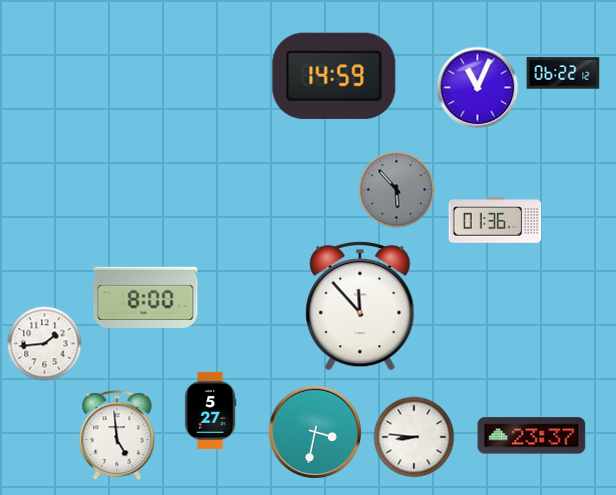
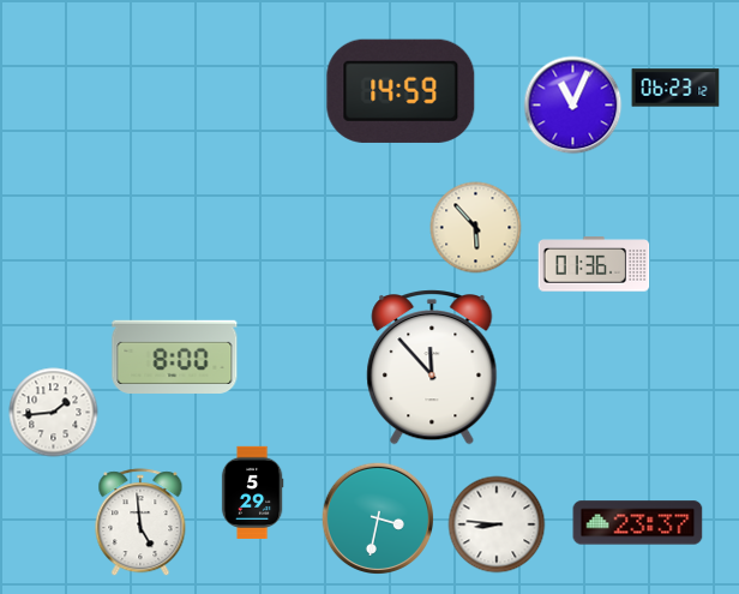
clock at (563, 73): 06:22 -> 06:23
clock at (397, 190) dial: grey -> cream
clock at (210, 410): 5:27 -> 5:29
